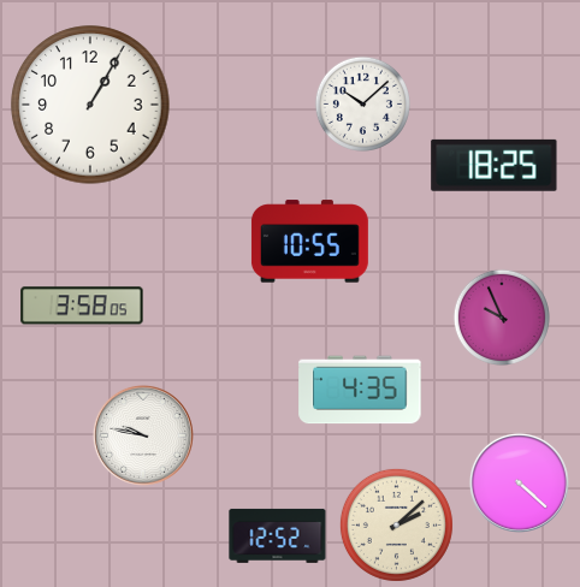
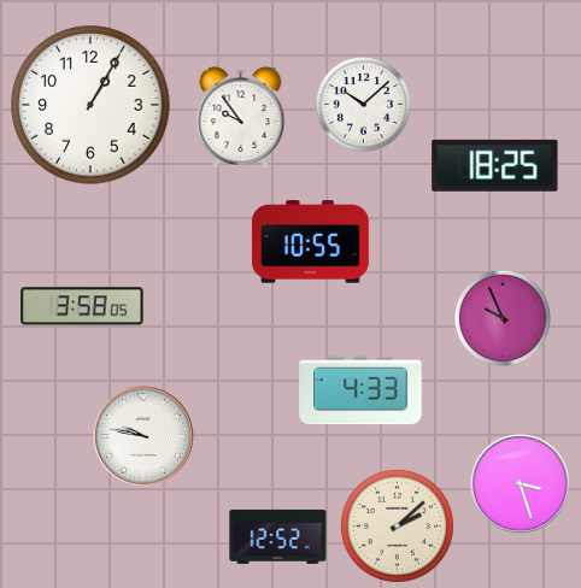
clock at (241, 117): none -> 9:54
clock at (360, 390): 4:35 -> 4:33
clock at (519, 482): 4:22 -> 3:27
